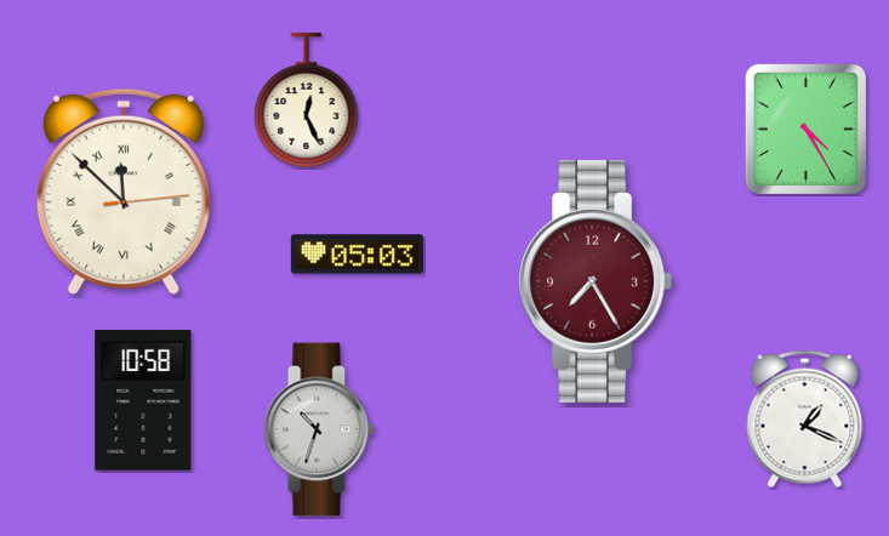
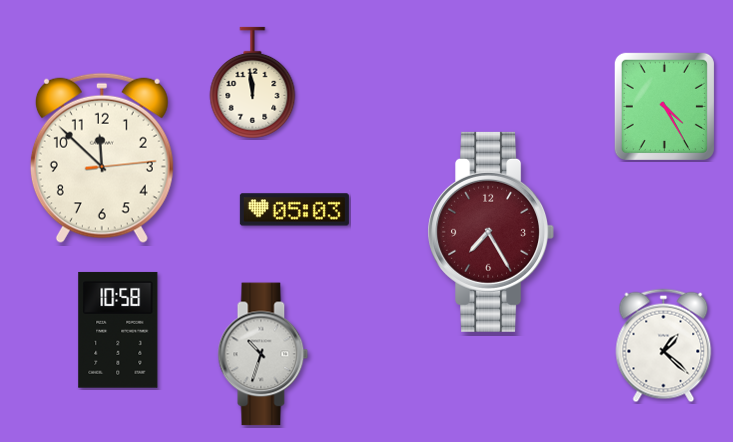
clock at (307, 101): 12:26 -> 11:59
clock at (124, 192) numerals: Roman -> Arabic
clock at (805, 420): 1:19 -> 1:22
